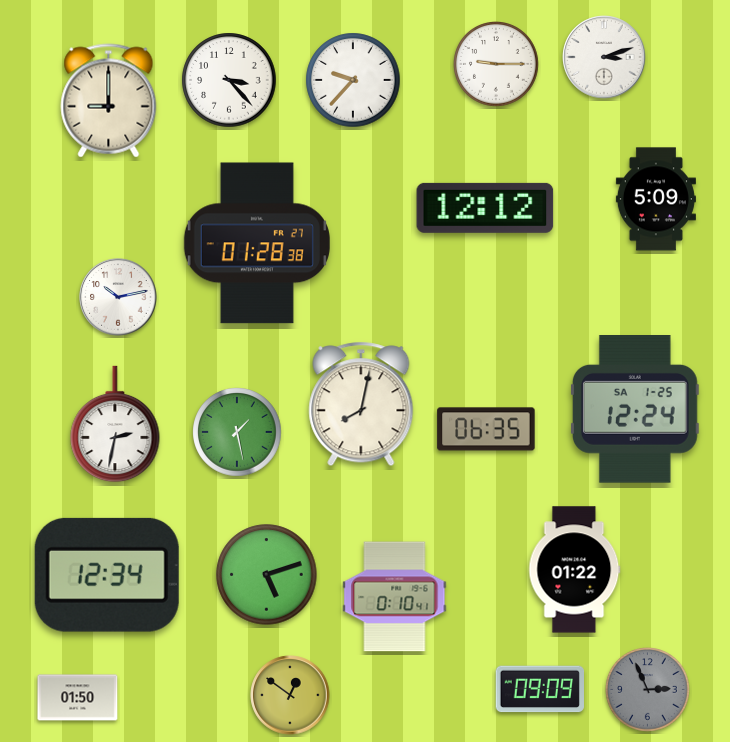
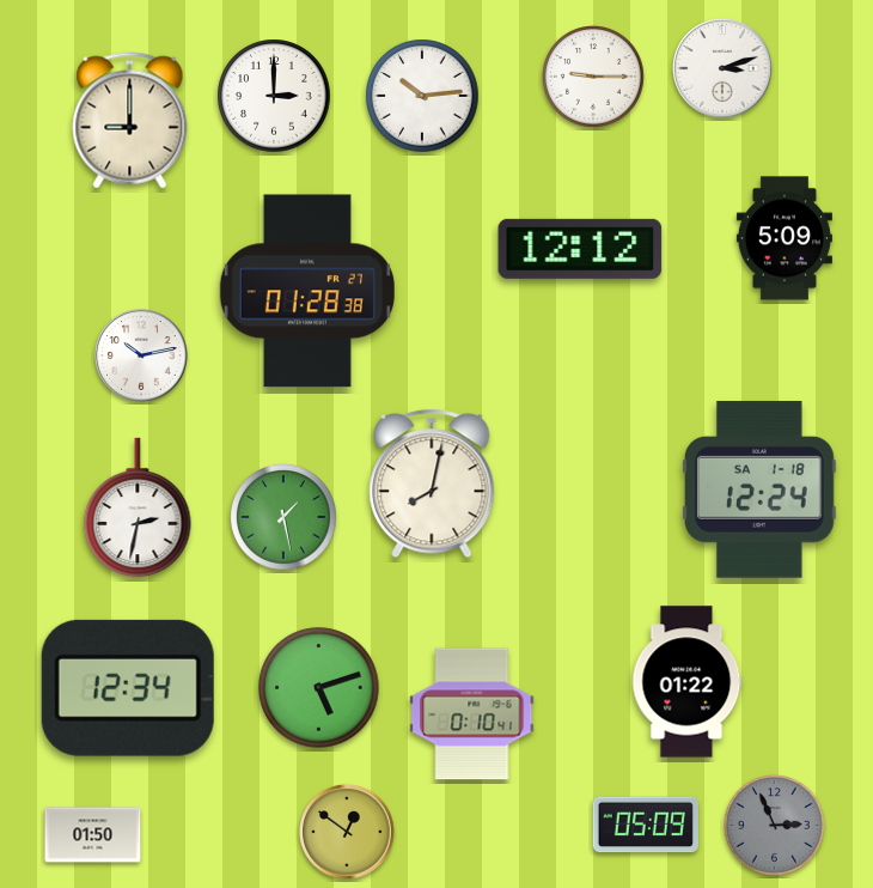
clock at (229, 80): 3:23 -> 3:00
clock at (353, 80): 9:37 -> 10:14
clock at (635, 410) date: SA 1-25 -> SA 1-18
clock at (486, 429): 06:35 -> none
clock at (539, 689): 09:09 -> 05:09
